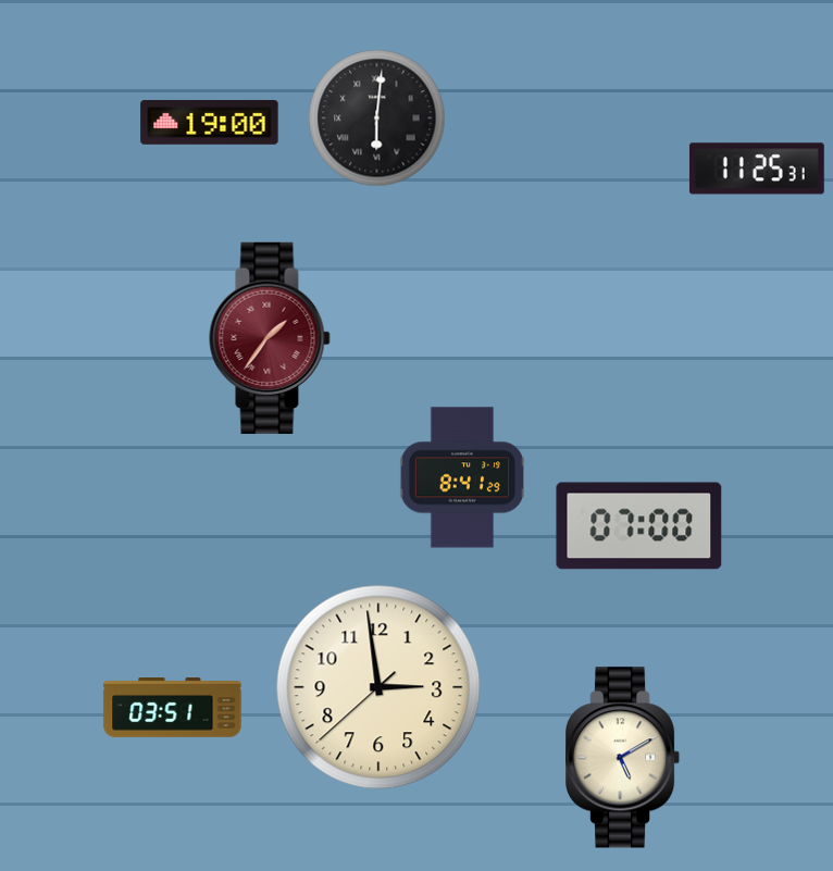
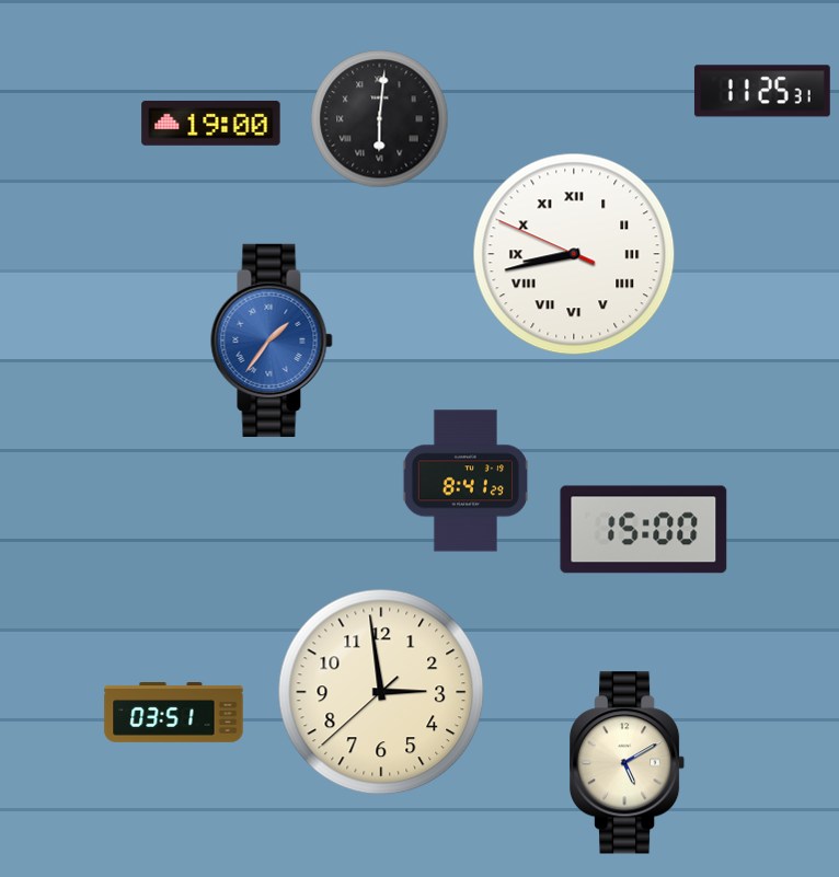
clock at (757, 169) position: (757, 169) -> (762, 91)
clock at (574, 254): none -> 8:42
clock at (270, 338) dial: burgundy -> blue
clock at (639, 526): 07:00 -> 15:00
